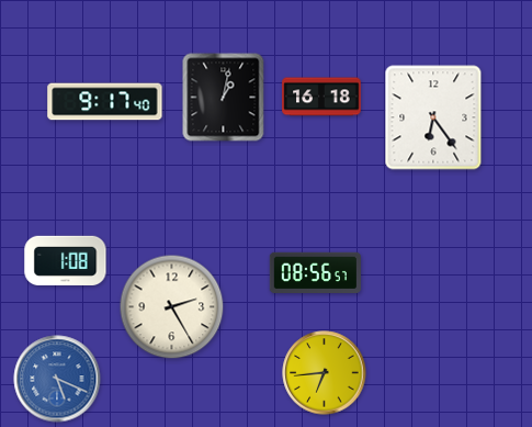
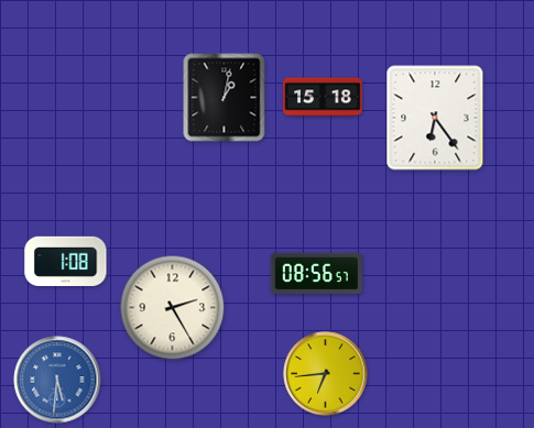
clock at (321, 97): 16:18 -> 15:18
clock at (105, 102): 9:17 -> none
clock at (57, 379): 5:19 -> 5:31
